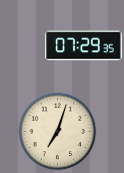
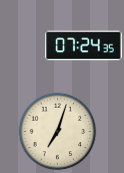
clock at (84, 46): 07:29 -> 07:24
